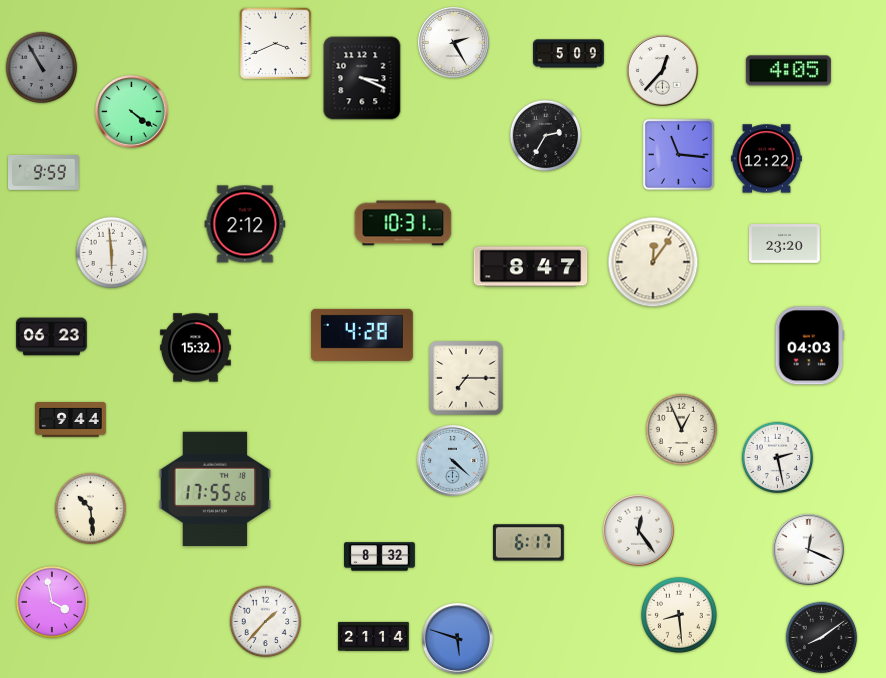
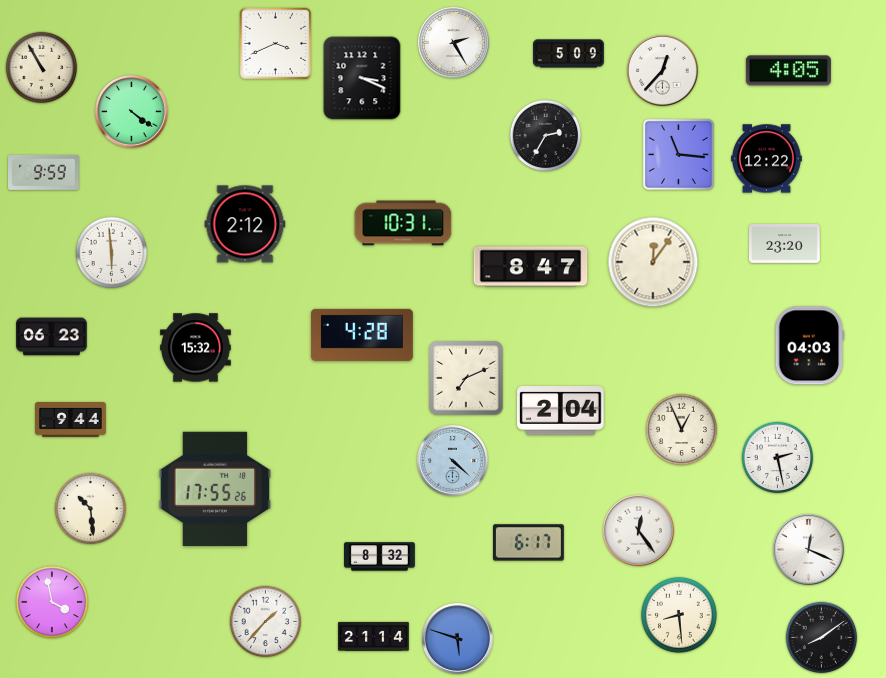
clock at (42, 68) dial: grey -> cream
clock at (466, 378): 7:15 -> 7:11
clock at (561, 411): none -> 2:04
